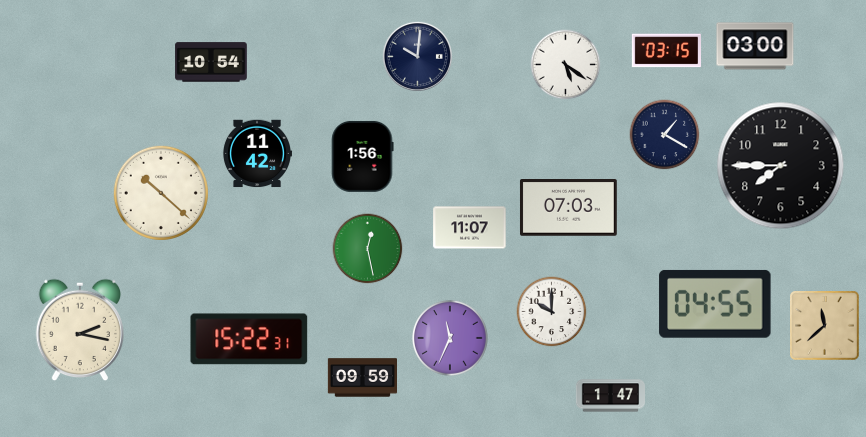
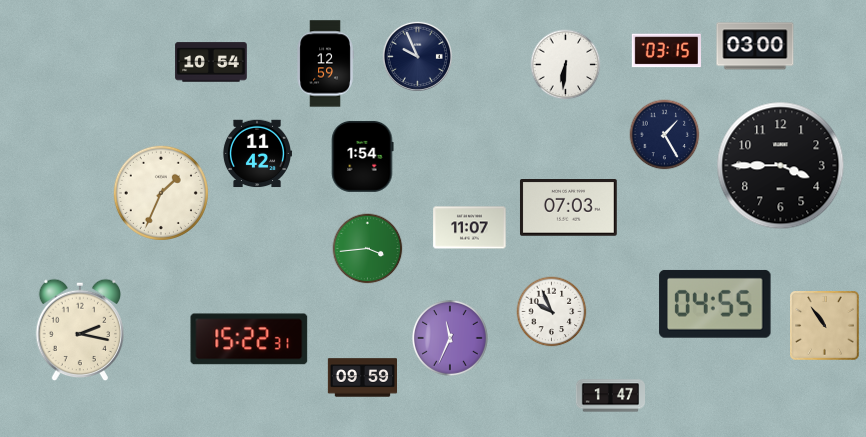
clock at (417, 56): 10:01 -> 9:56
clock at (325, 64): none -> 12:59
clock at (566, 65): 5:21 -> 6:31
clock at (665, 135): 1:20 -> 1:25
clock at (363, 156): 1:56 -> 1:54
clock at (781, 166): 7:45 -> 3:45
clock at (161, 193): 10:22 -> 1:34
clock at (368, 249): 12:28 -> 3:44
clock at (552, 312): 10:00 -> 9:56
clock at (825, 326): 11:38 -> 10:54
